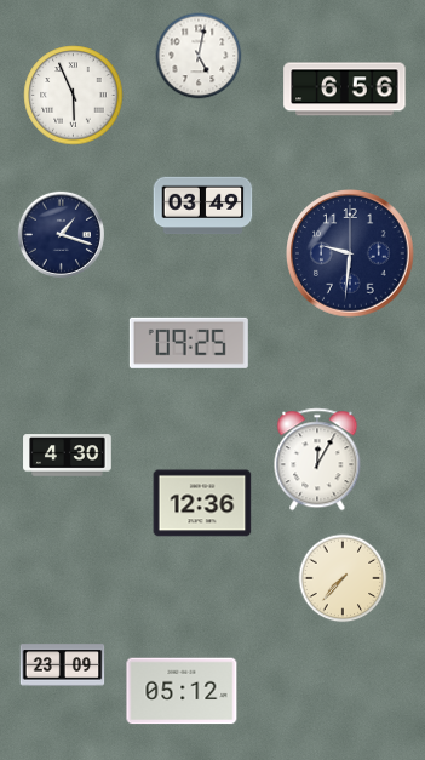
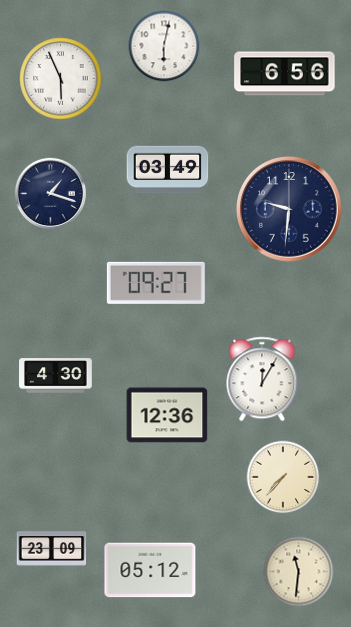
clock at (199, 56): 5:02 -> 6:02
clock at (189, 343): 09:25 -> 09:27
clock at (299, 572): none -> 11:31
